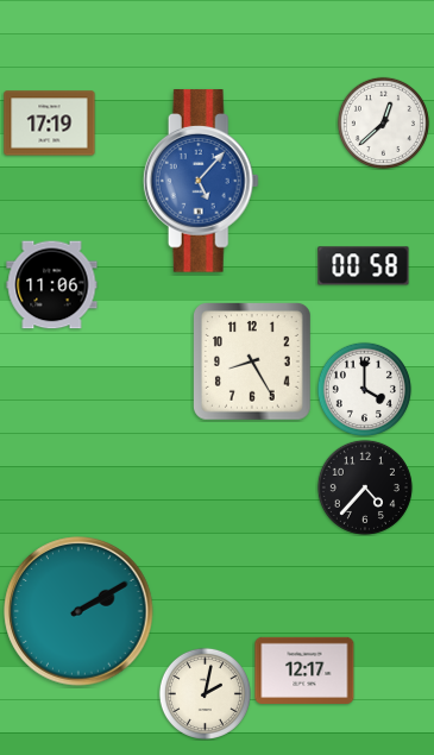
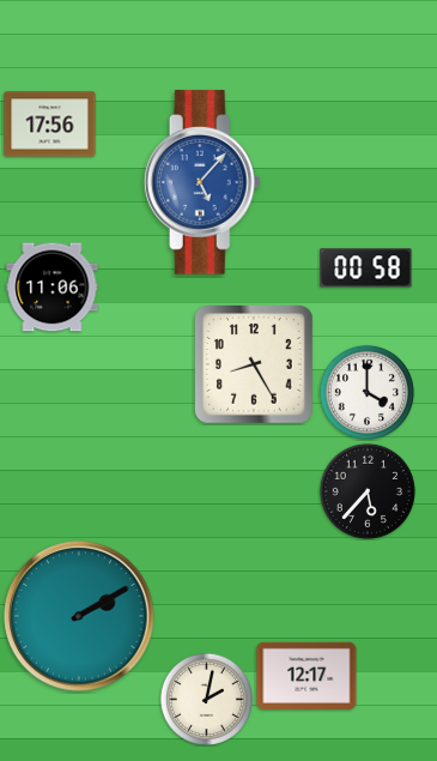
clock at (383, 122): 12:38 -> none
clock at (50, 124): 17:19 -> 17:56
clock at (365, 487): 4:37 -> 5:37
